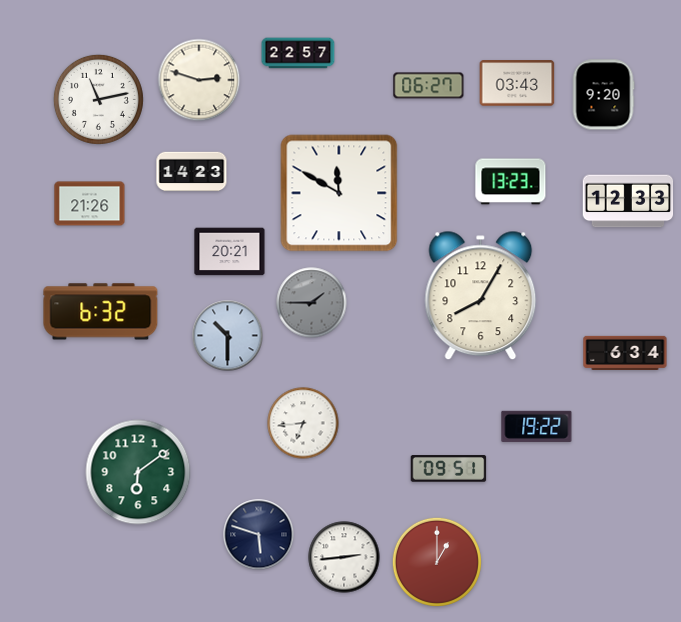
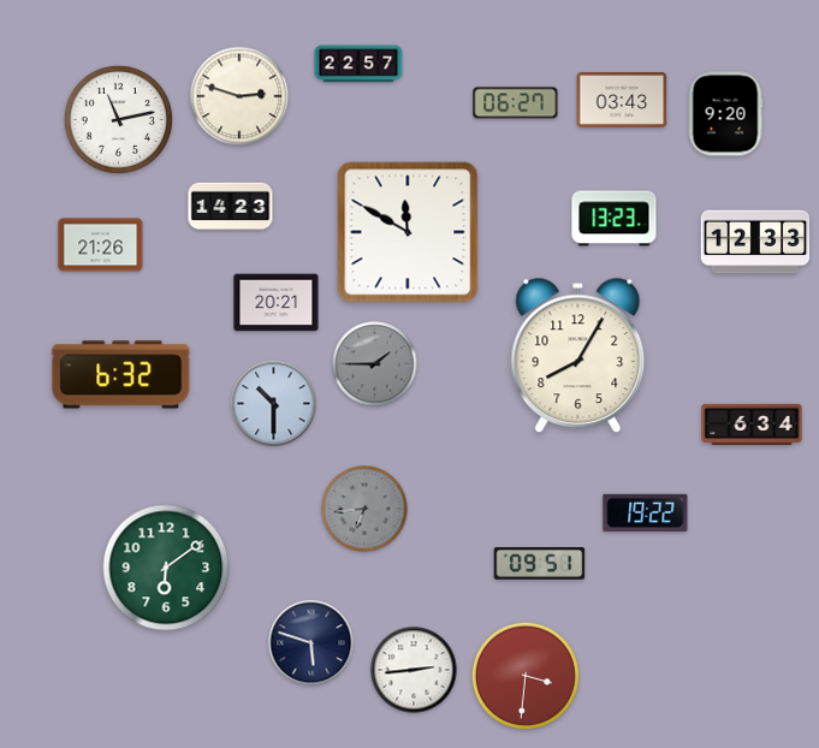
clock at (90, 204) position: (90, 204) -> (101, 245)
clock at (303, 423) dial: white -> grey
clock at (437, 562): 1:00 -> 3:31
